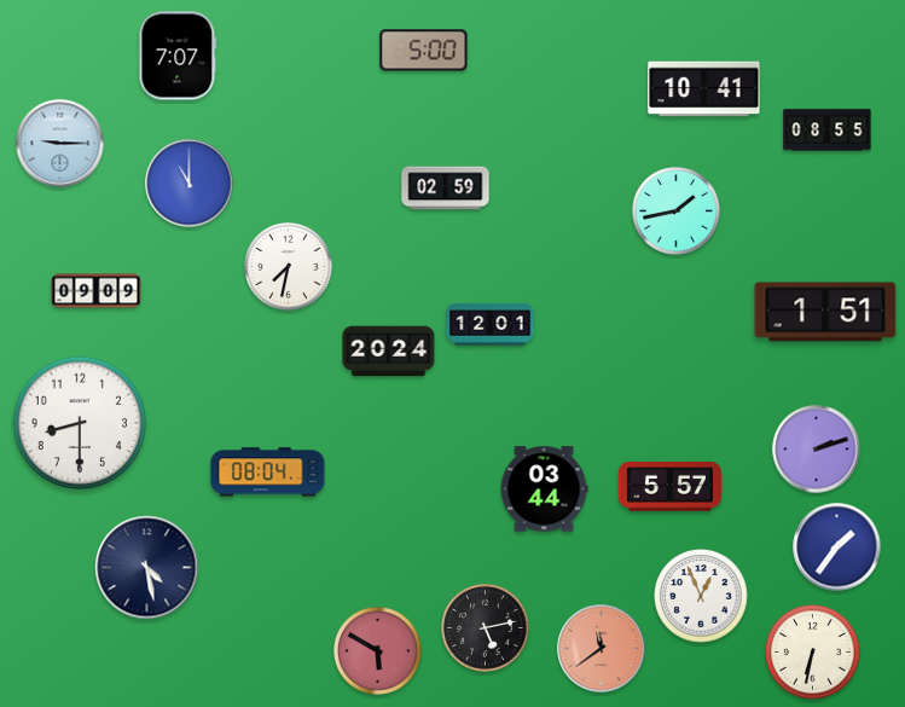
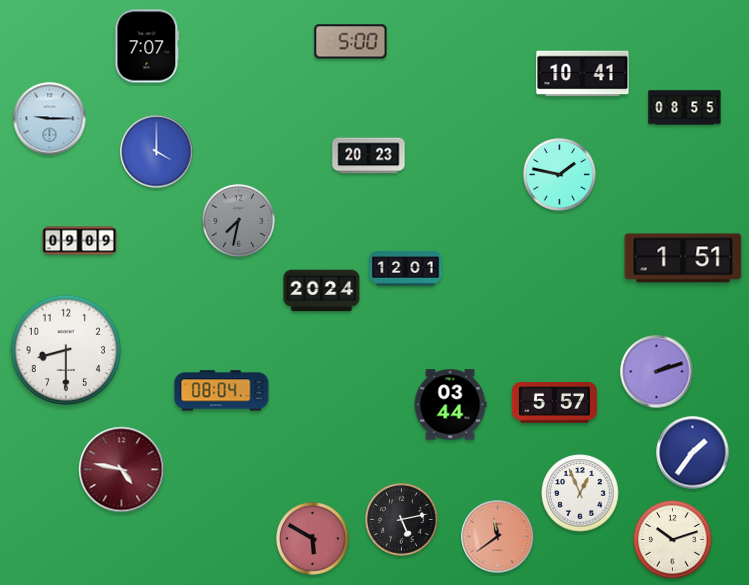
clock at (190, 184): 11:00 -> 4:00
clock at (446, 189): 02:59 -> 20:23
clock at (677, 211): 1:43 -> 1:47
clock at (289, 267) dial: white -> grey
clock at (817, 450) position: (817, 450) -> (657, 372)
clock at (147, 568): 4:28 -> 4:47
clock at (147, 568) dial: navy -> burgundy
clock at (813, 653): 6:32 -> 10:12
